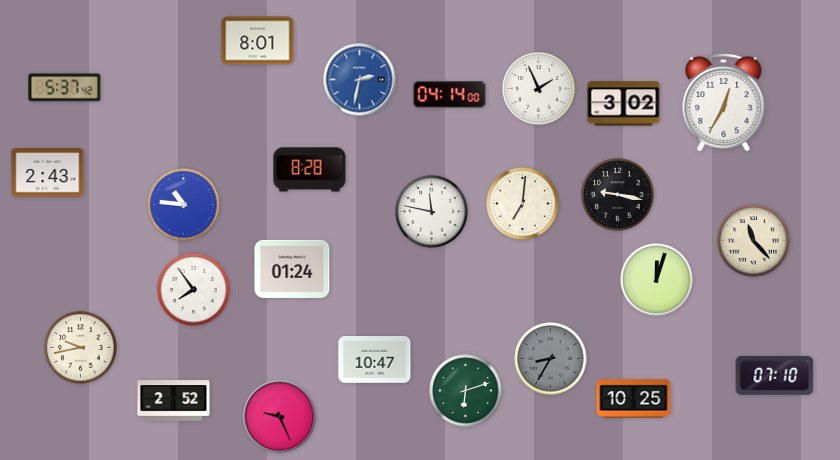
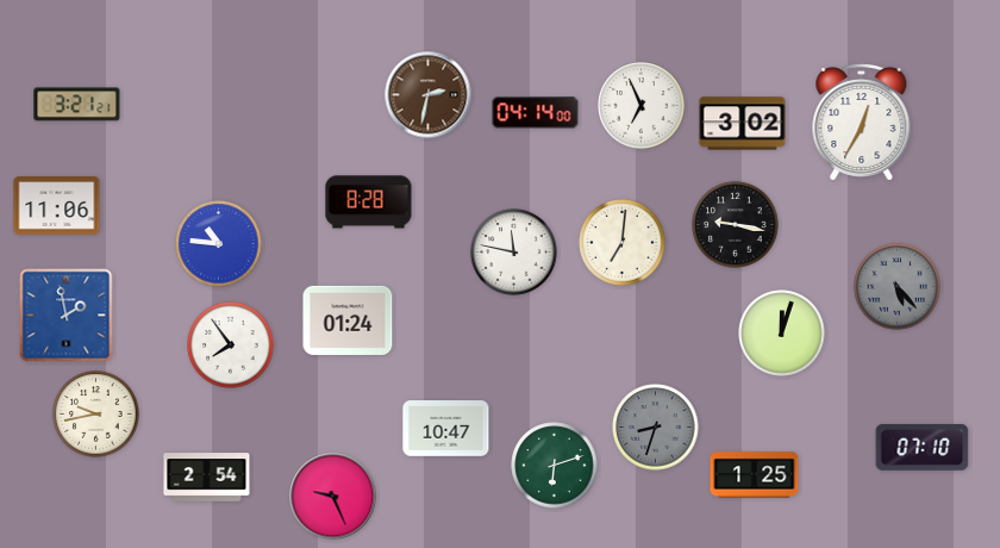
clock at (258, 41): 8:01 -> none
clock at (360, 80) dial: blue -> brown
clock at (65, 88): 5:37 -> 3:21
clock at (539, 89): 1:56 -> 6:56
clock at (48, 173): 2:43 -> 11:06
clock at (618, 195) position: (618, 195) -> (736, 225)
clock at (754, 241): 11:23 -> 5:23
clock at (754, 241) dial: cream -> grey
clock at (67, 316): none -> 1:58
clock at (551, 359): 8:35 -> 8:33
clock at (634, 399): 10:25 -> 1:25
clock at (174, 401): 2:52 -> 2:54
